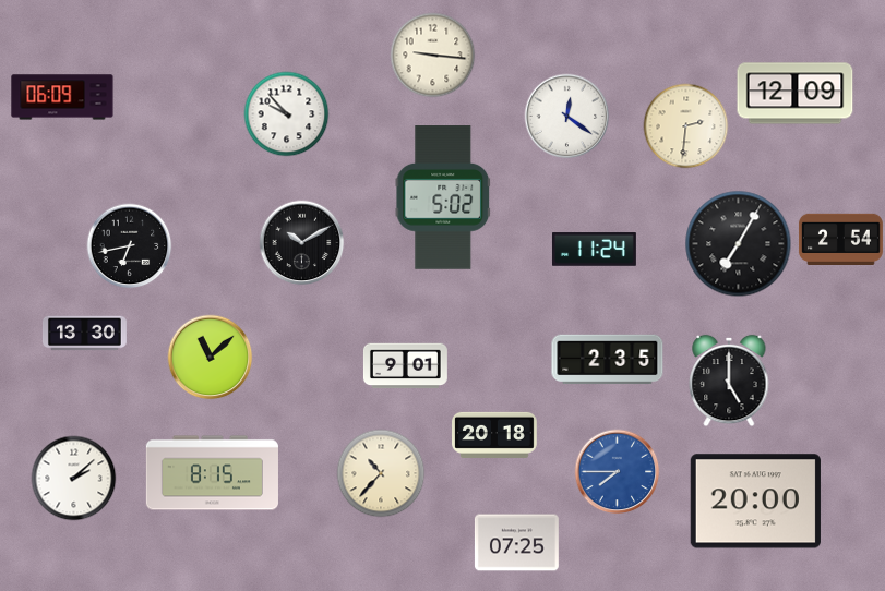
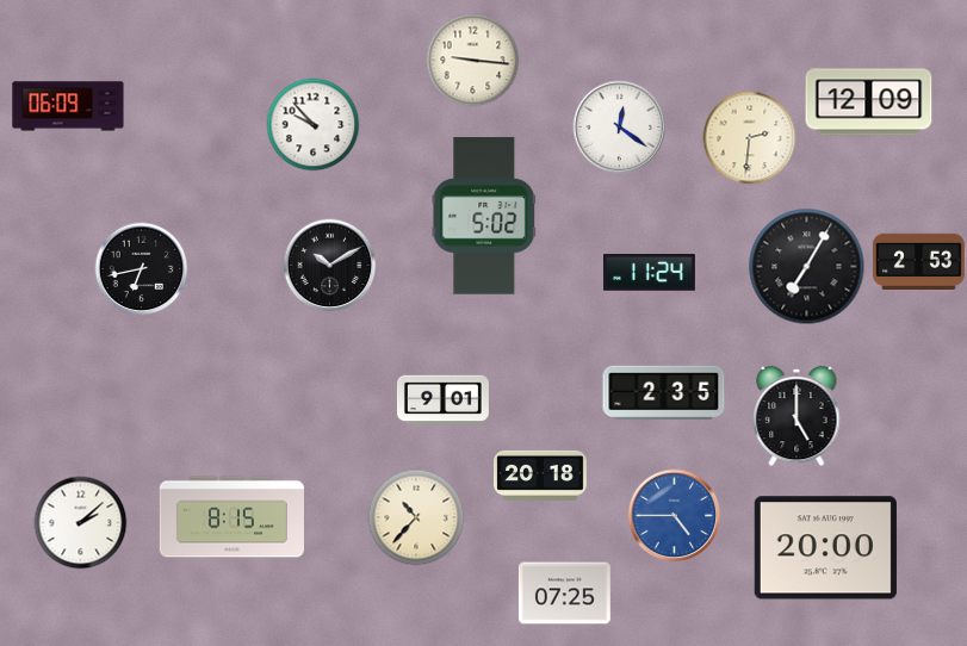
clock at (840, 239): 2:54 -> 2:53
clock at (84, 334): 13:30 -> none
clock at (210, 357): 11:08 -> none
clock at (617, 471): 7:45 -> 4:45
